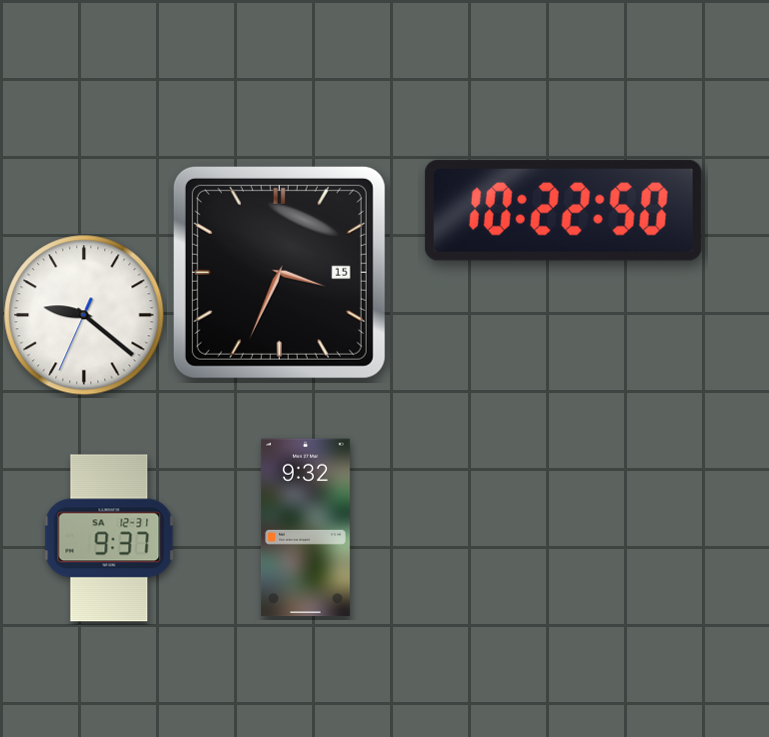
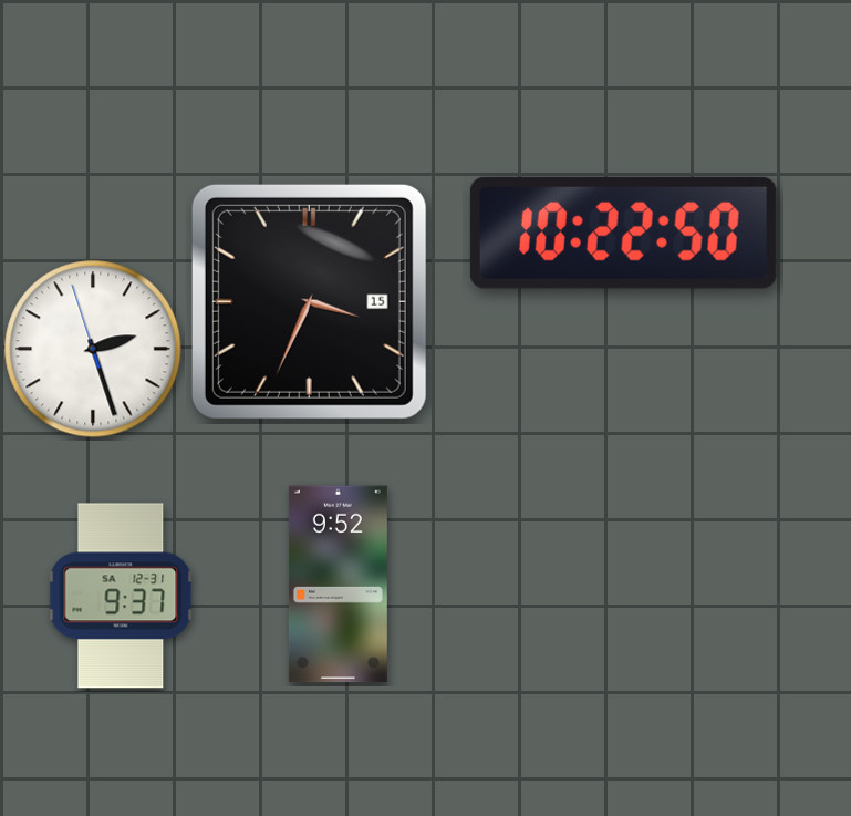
clock at (84, 315): 9:21 -> 2:26
clock at (305, 528): 9:32 -> 9:52
